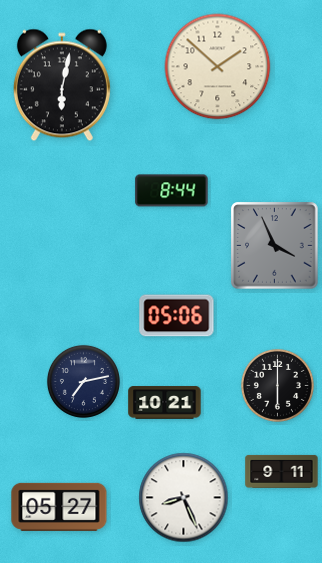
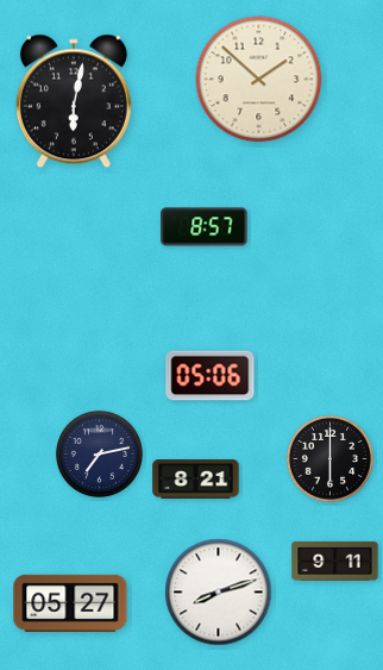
clock at (172, 191): 8:44 -> 8:57
clock at (275, 246): 3:56 -> none
clock at (165, 403): 10:21 -> 8:21
clock at (184, 498): 8:26 -> 8:12
